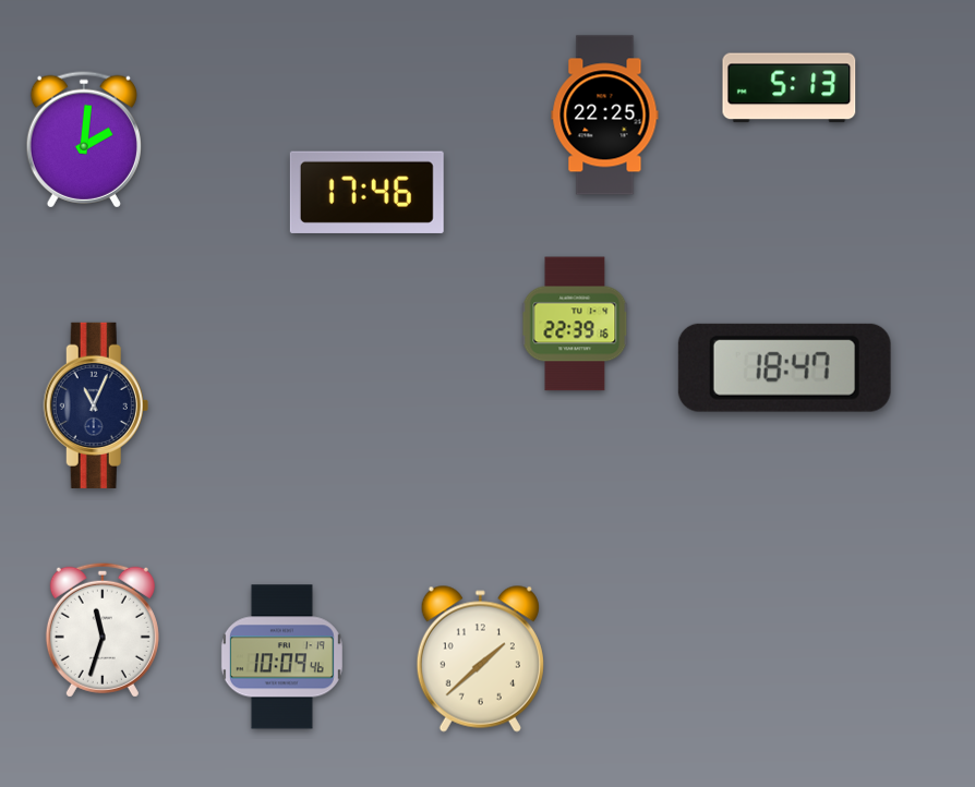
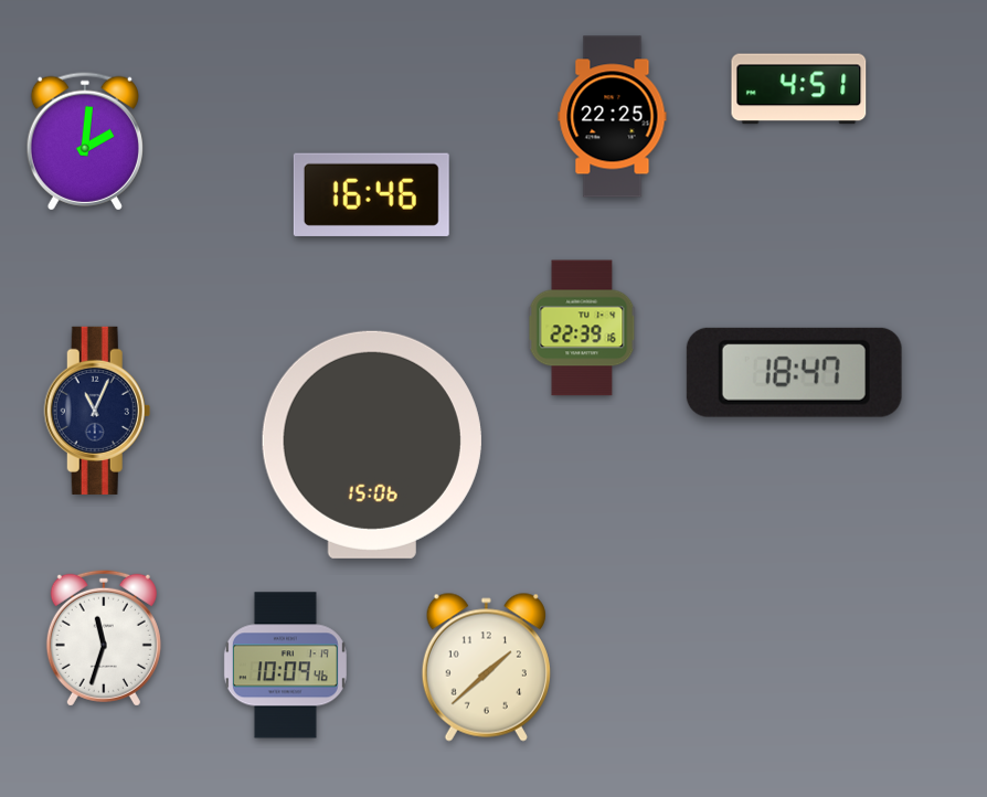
clock at (790, 88): 5:13 -> 4:51
clock at (366, 192): 17:46 -> 16:46
clock at (372, 445): none -> 15:06
